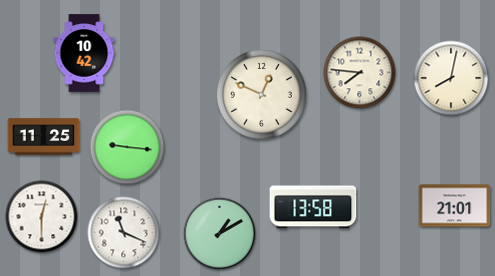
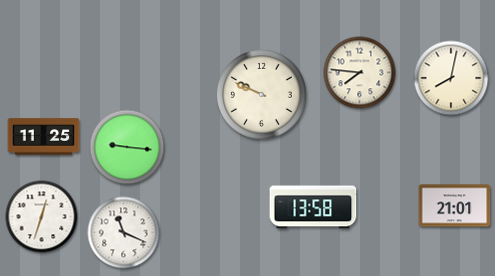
clock at (84, 53): 10:42 -> none
clock at (261, 94): 12:49 -> 9:49
clock at (42, 217): 12:30 -> 12:33
clock at (220, 234): 1:10 -> none
